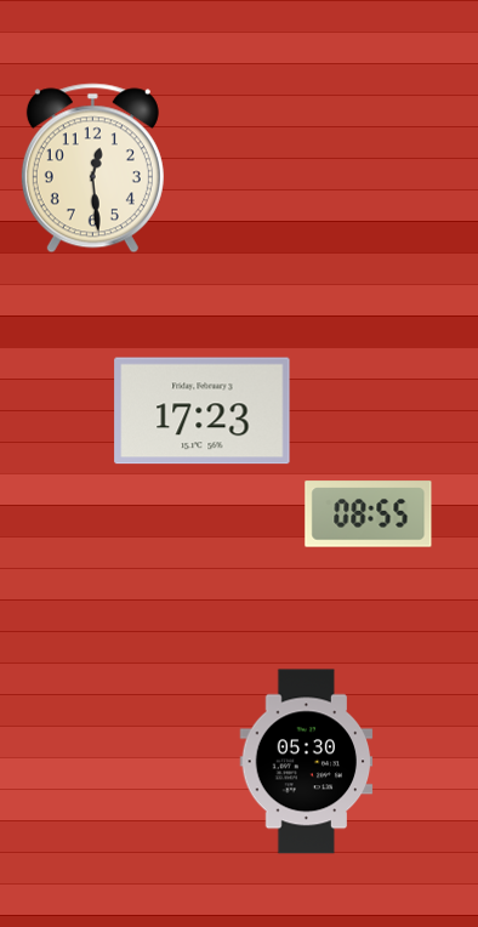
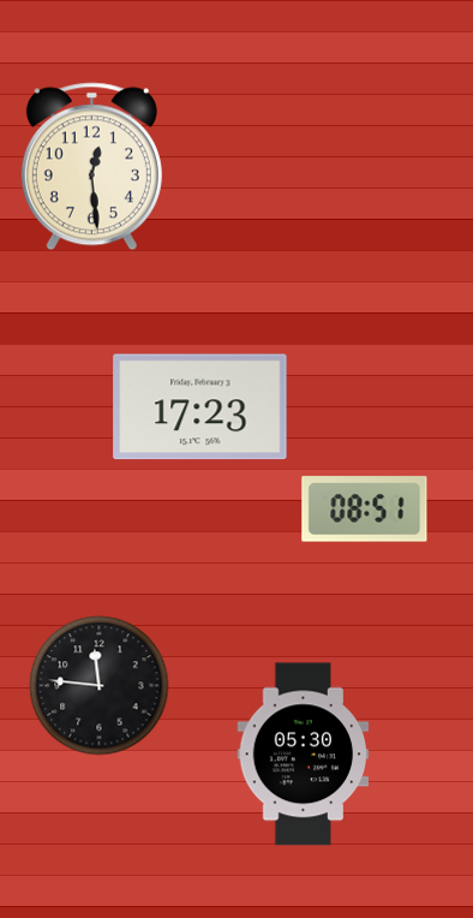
clock at (369, 514): 08:55 -> 08:51
clock at (100, 686): none -> 11:46
